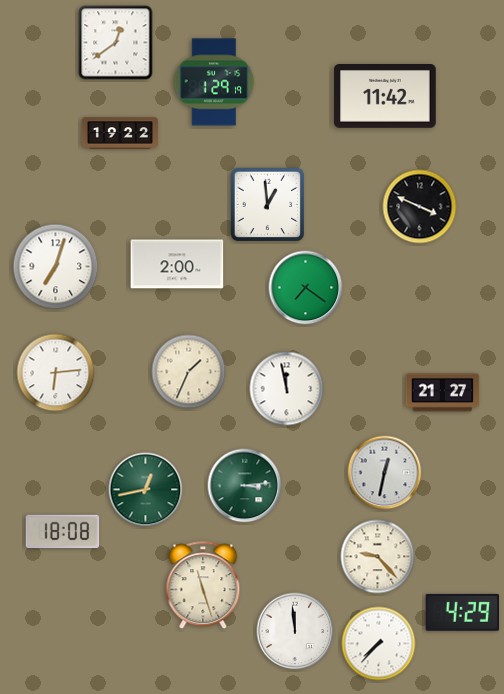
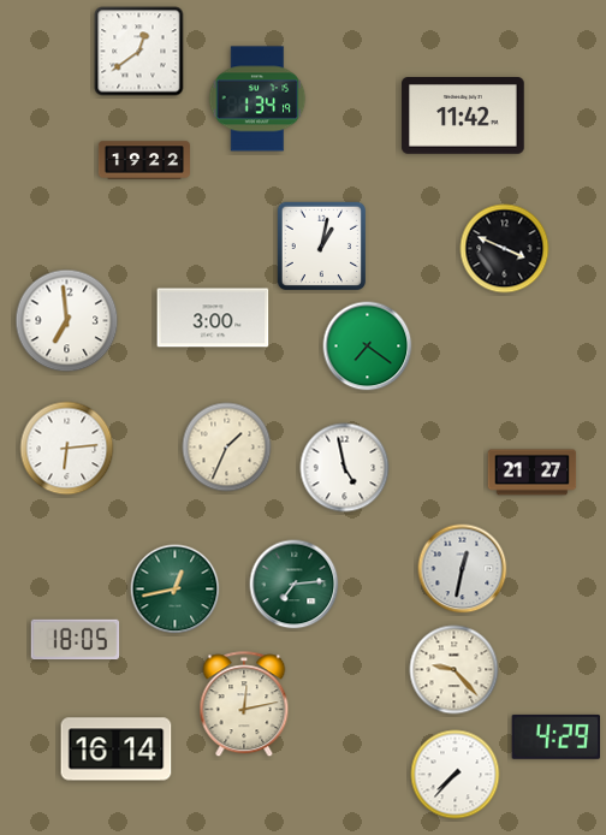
clock at (214, 82): 1:29 -> 1:34
clock at (267, 204): 12:59 -> 1:02
clock at (177, 264): 2:00 -> 3:00
clock at (56, 267): 7:03 -> 6:59
clock at (287, 389): 11:58 -> 4:58
clock at (245, 486): 3:14 -> 7:14
clock at (63, 532): 18:08 -> 18:05
clock at (203, 586): 11:27 -> 12:13
clock at (117, 750): none -> 16:14
clock at (295, 631): 11:59 -> none
